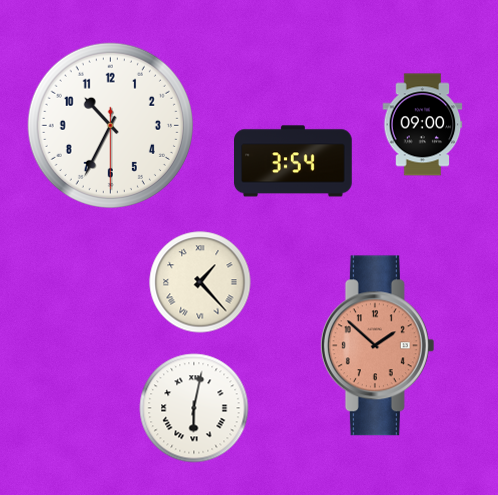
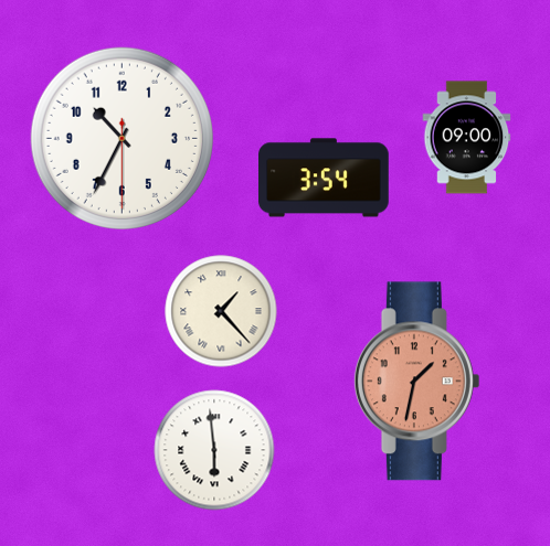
clock at (377, 346): 1:52 -> 1:32
clock at (194, 408): 6:02 -> 5:59
